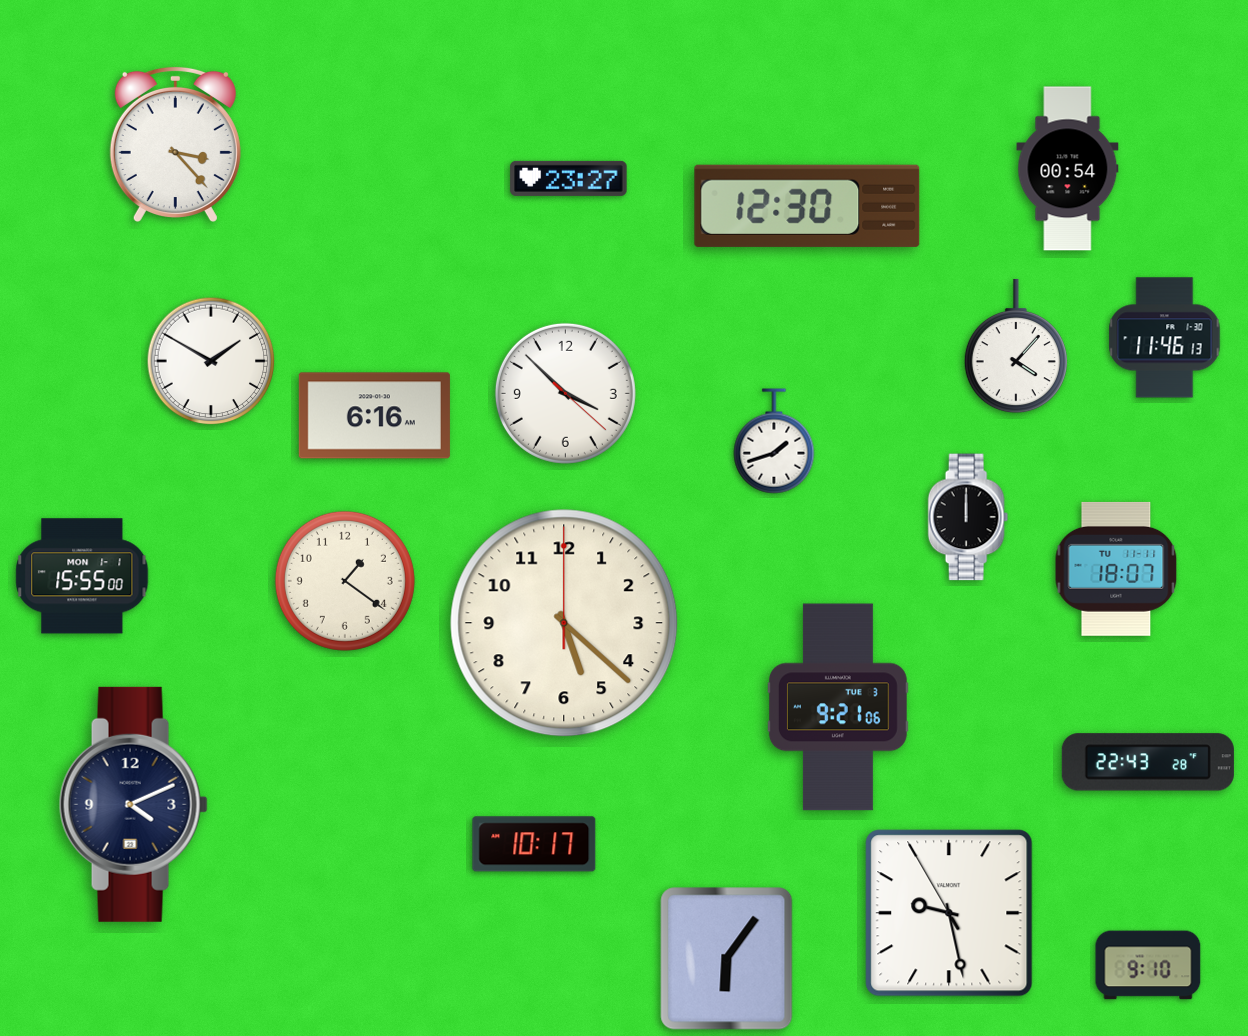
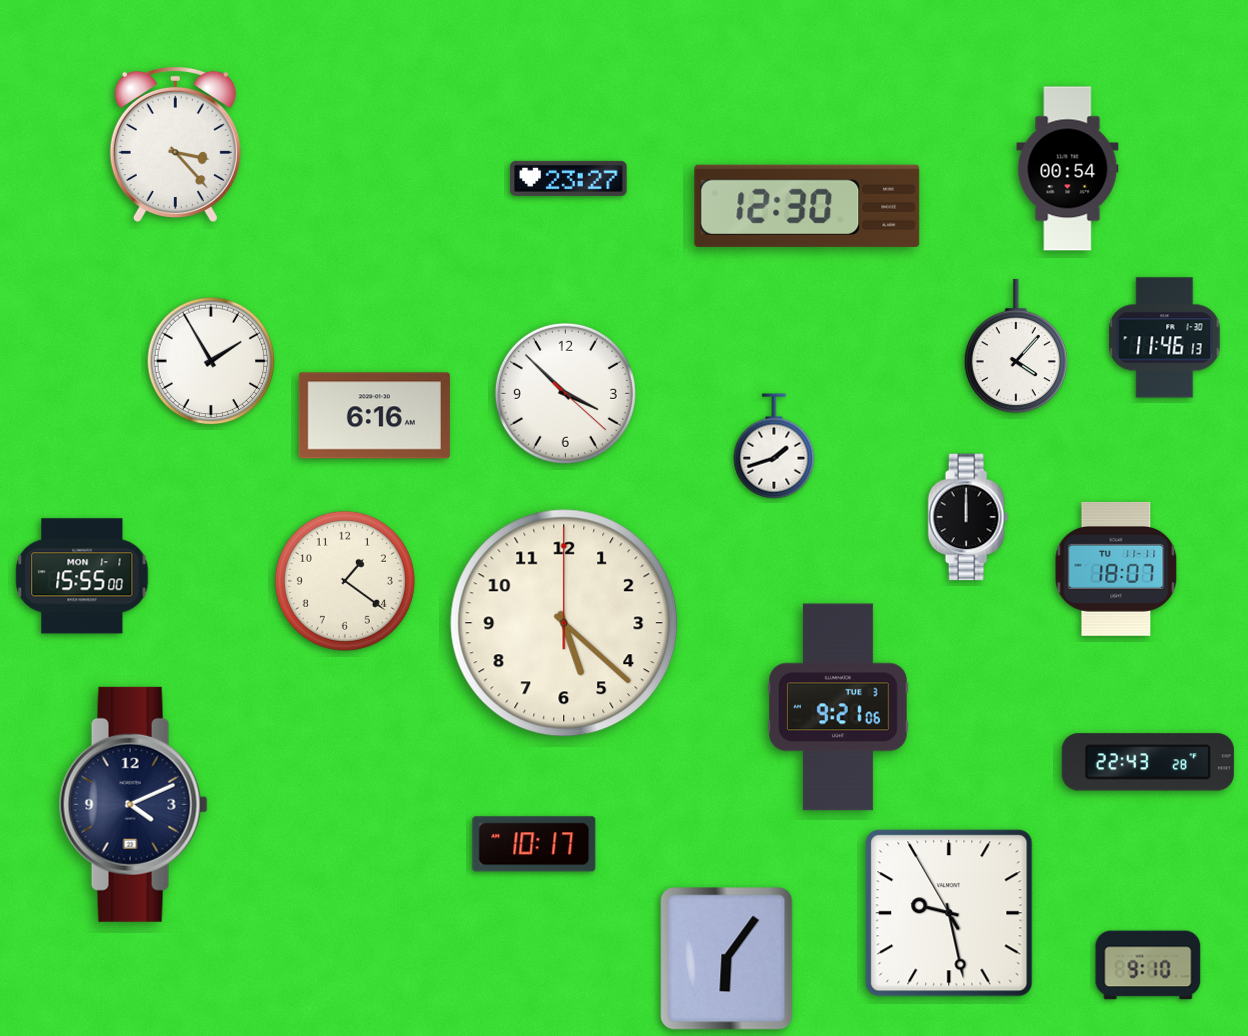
clock at (211, 361): 1:50 -> 1:55
clock at (774, 441) position: (774, 441) -> (774, 446)
